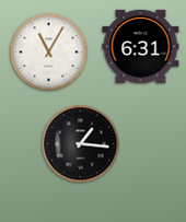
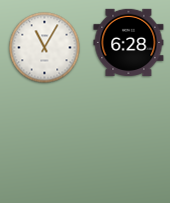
clock at (141, 46): 6:31 -> 6:28
clock at (81, 144): 1:16 -> none
